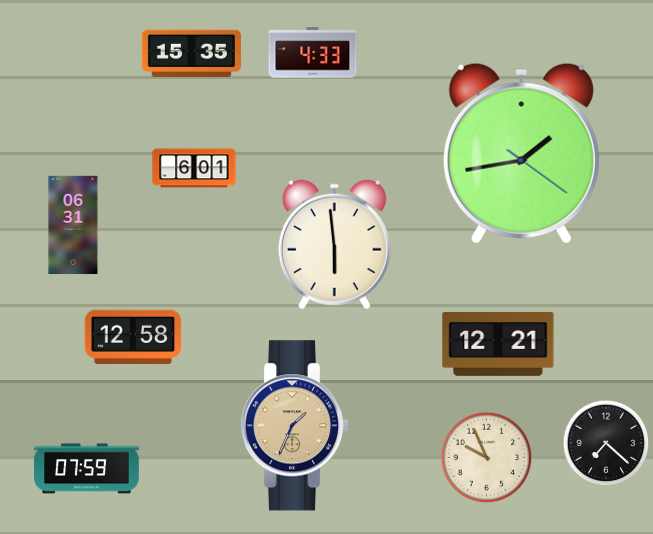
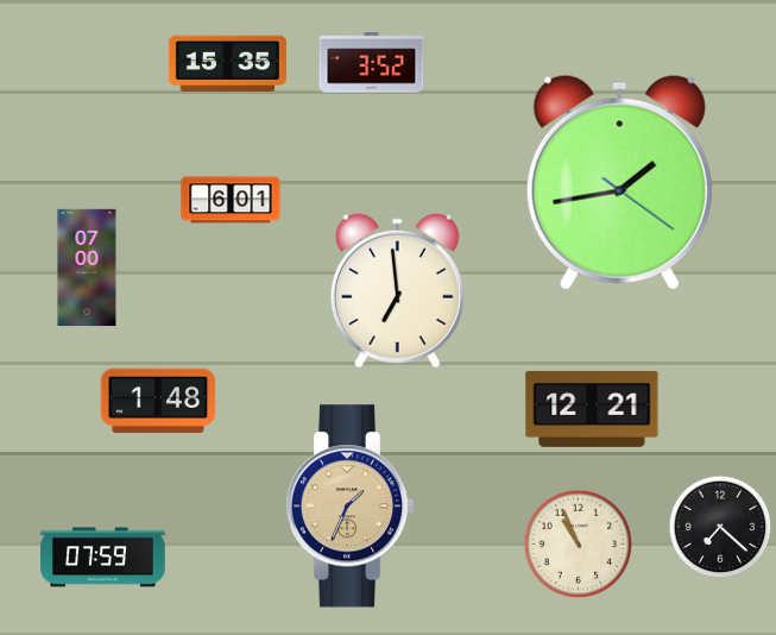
clock at (313, 53): 4:33 -> 3:52
clock at (73, 225): 06:31 -> 07:00
clock at (334, 245): 5:59 -> 6:59
clock at (133, 337): 12:58 -> 1:48
clock at (487, 458): 9:56 -> 10:56
